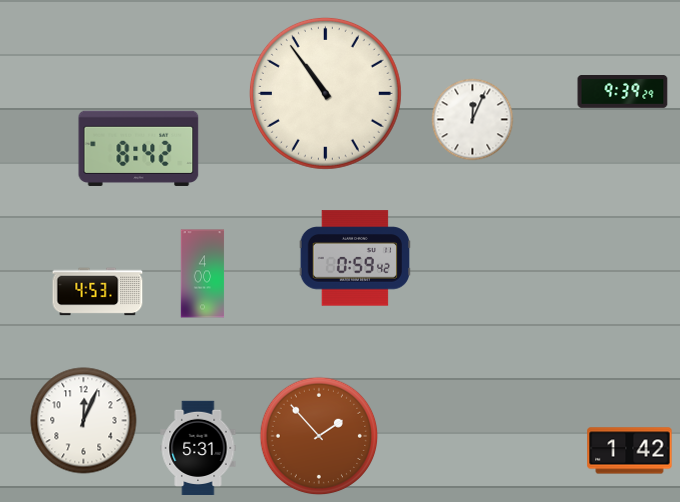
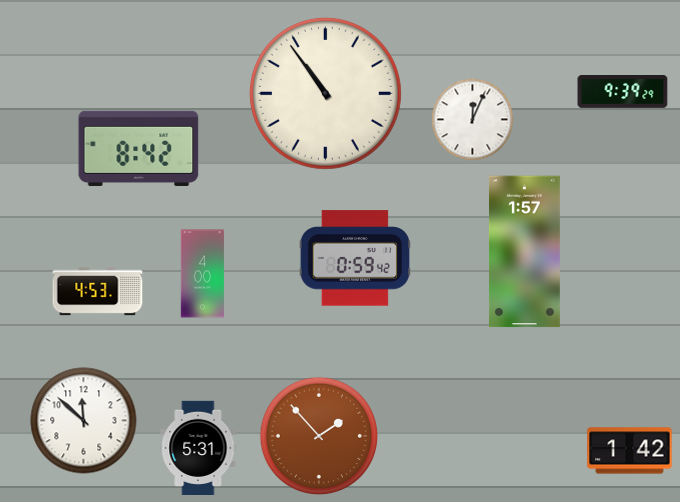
clock at (524, 252): none -> 1:57
clock at (84, 421): 12:04 -> 11:52
